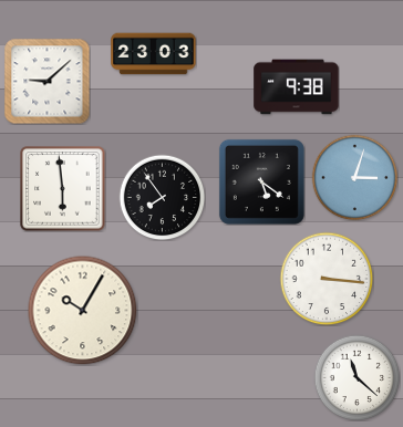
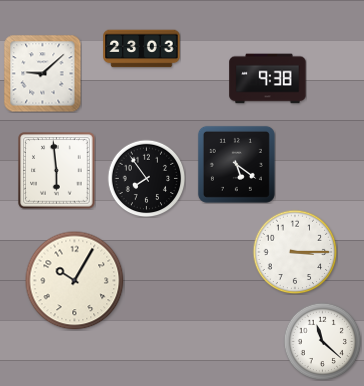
clock at (154, 54) position: (154, 54) -> (142, 49)
clock at (354, 177): 3:03 -> none
clock at (327, 279): 3:16 -> 3:15
